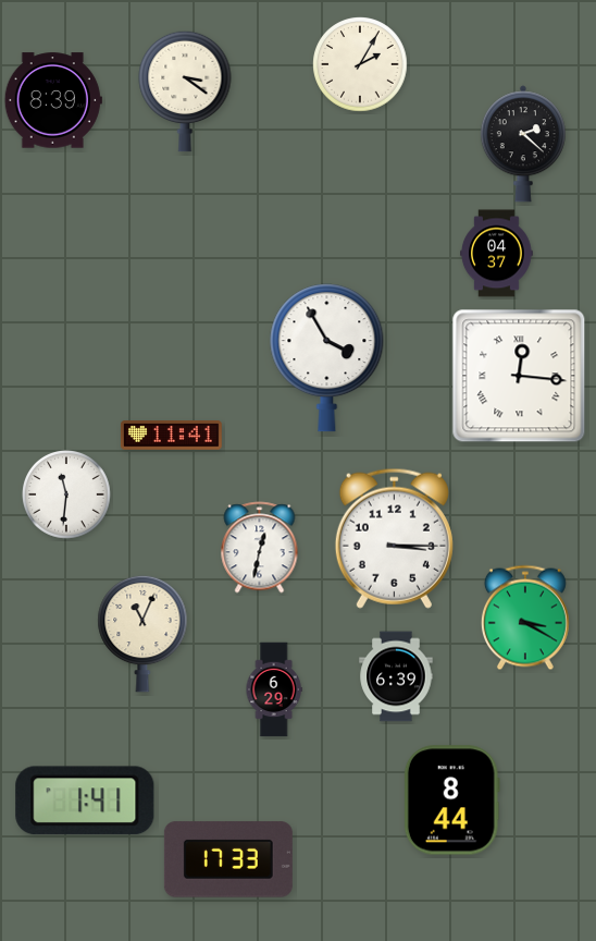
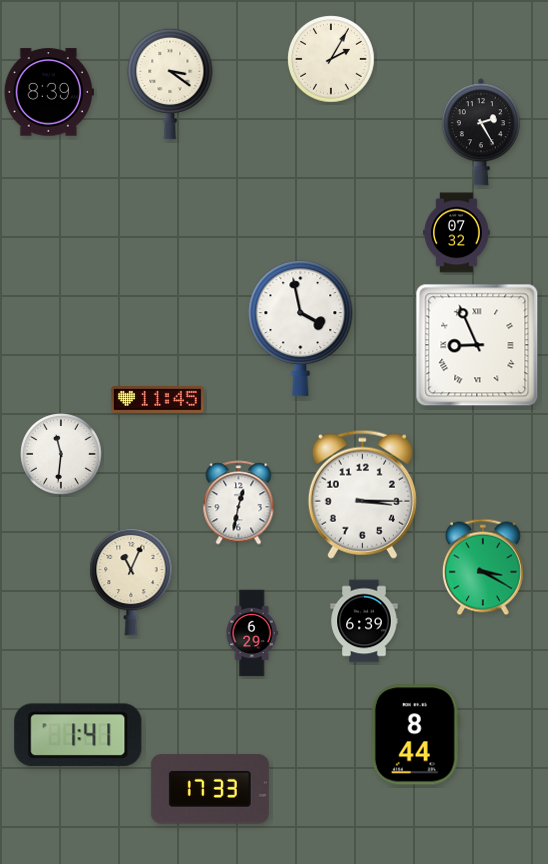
clock at (523, 144): 2:22 -> 2:25
clock at (497, 254): 04:37 -> 07:32
clock at (327, 358): 3:55 -> 3:58
clock at (519, 376): 12:16 -> 8:56
clock at (171, 436): 11:41 -> 11:45
